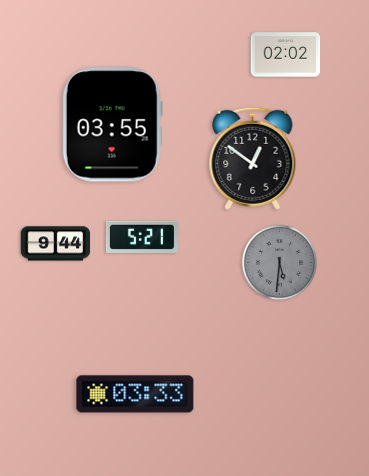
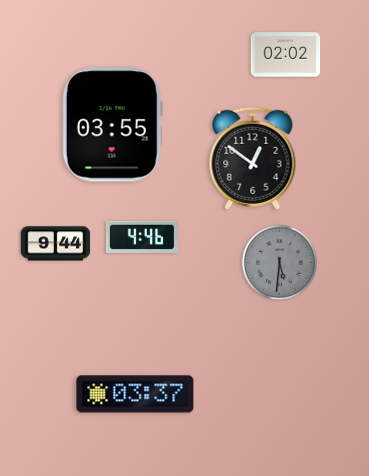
clock at (142, 237): 5:21 -> 4:46
clock at (135, 394): 03:33 -> 03:37
